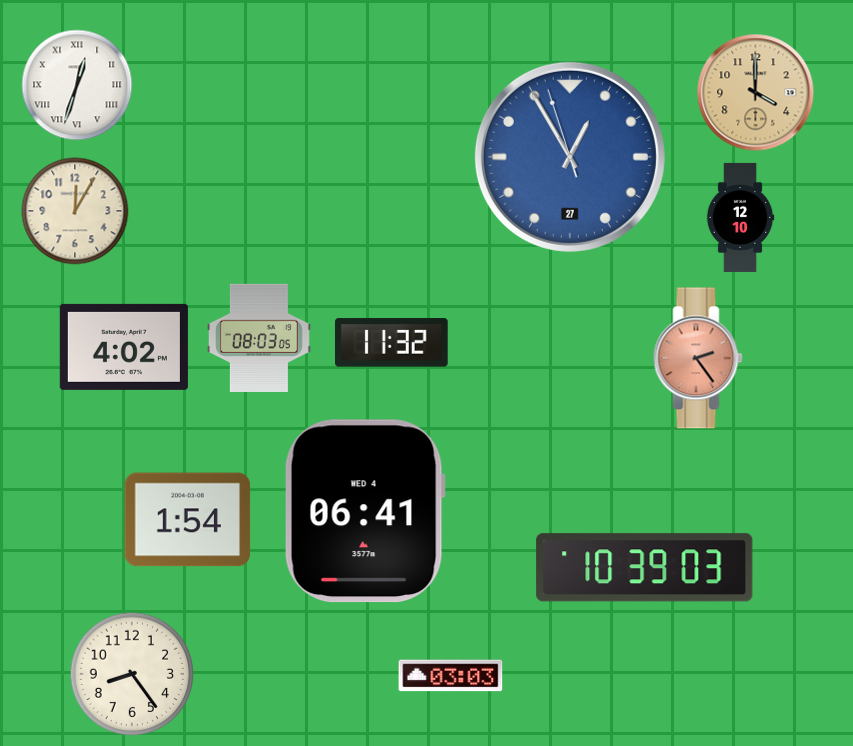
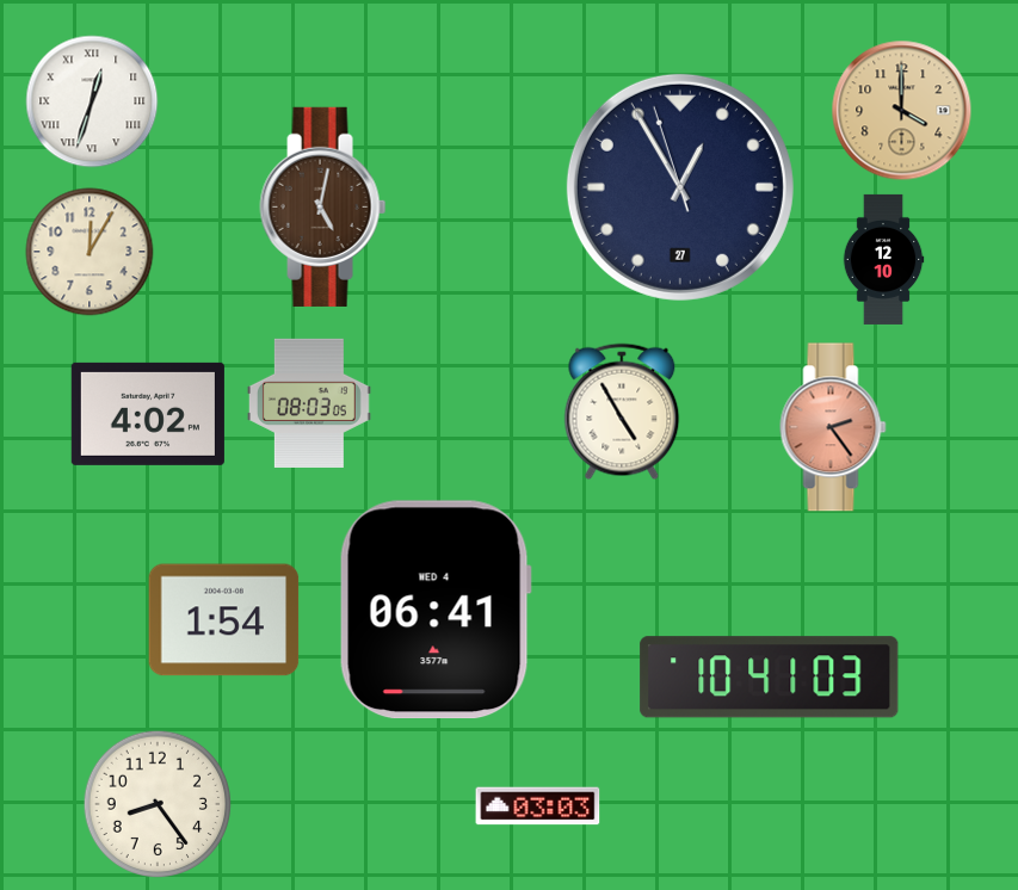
clock at (570, 157) dial: blue -> navy
clock at (323, 206): none -> 5:02
clock at (392, 343): 11:32 -> none
clock at (622, 412): none -> 4:55
clock at (645, 568): 10:39 -> 10:41
